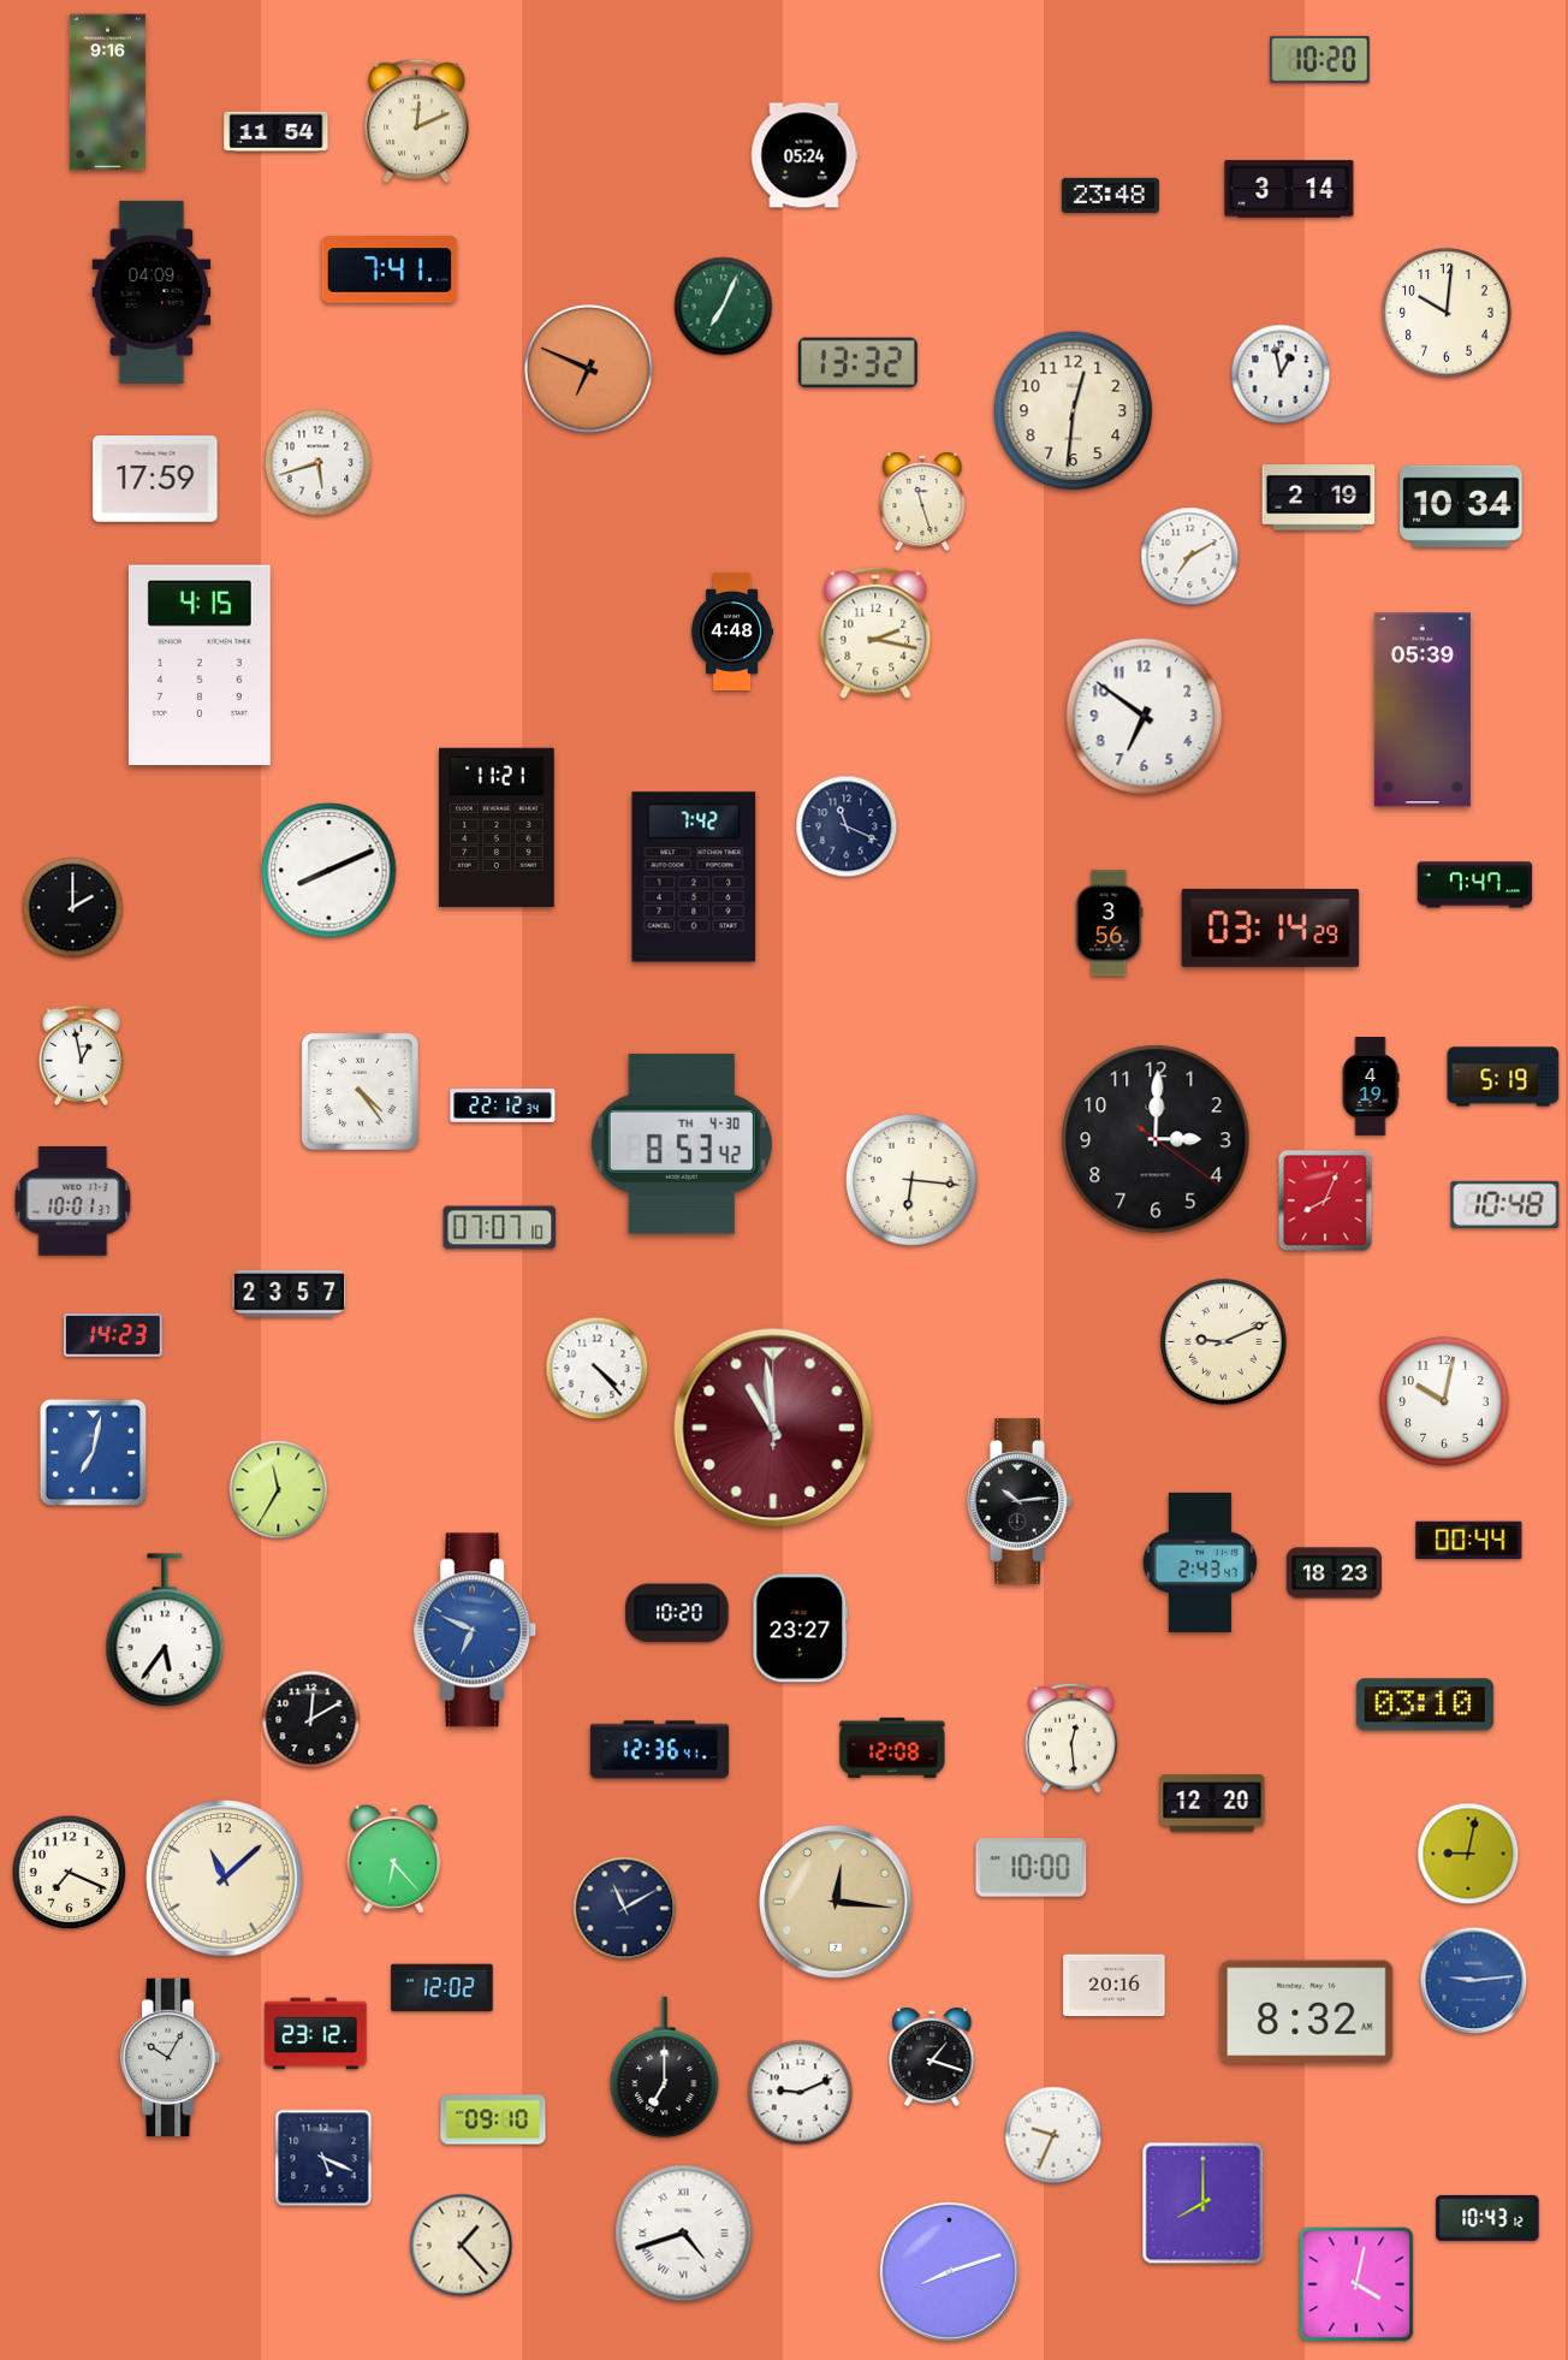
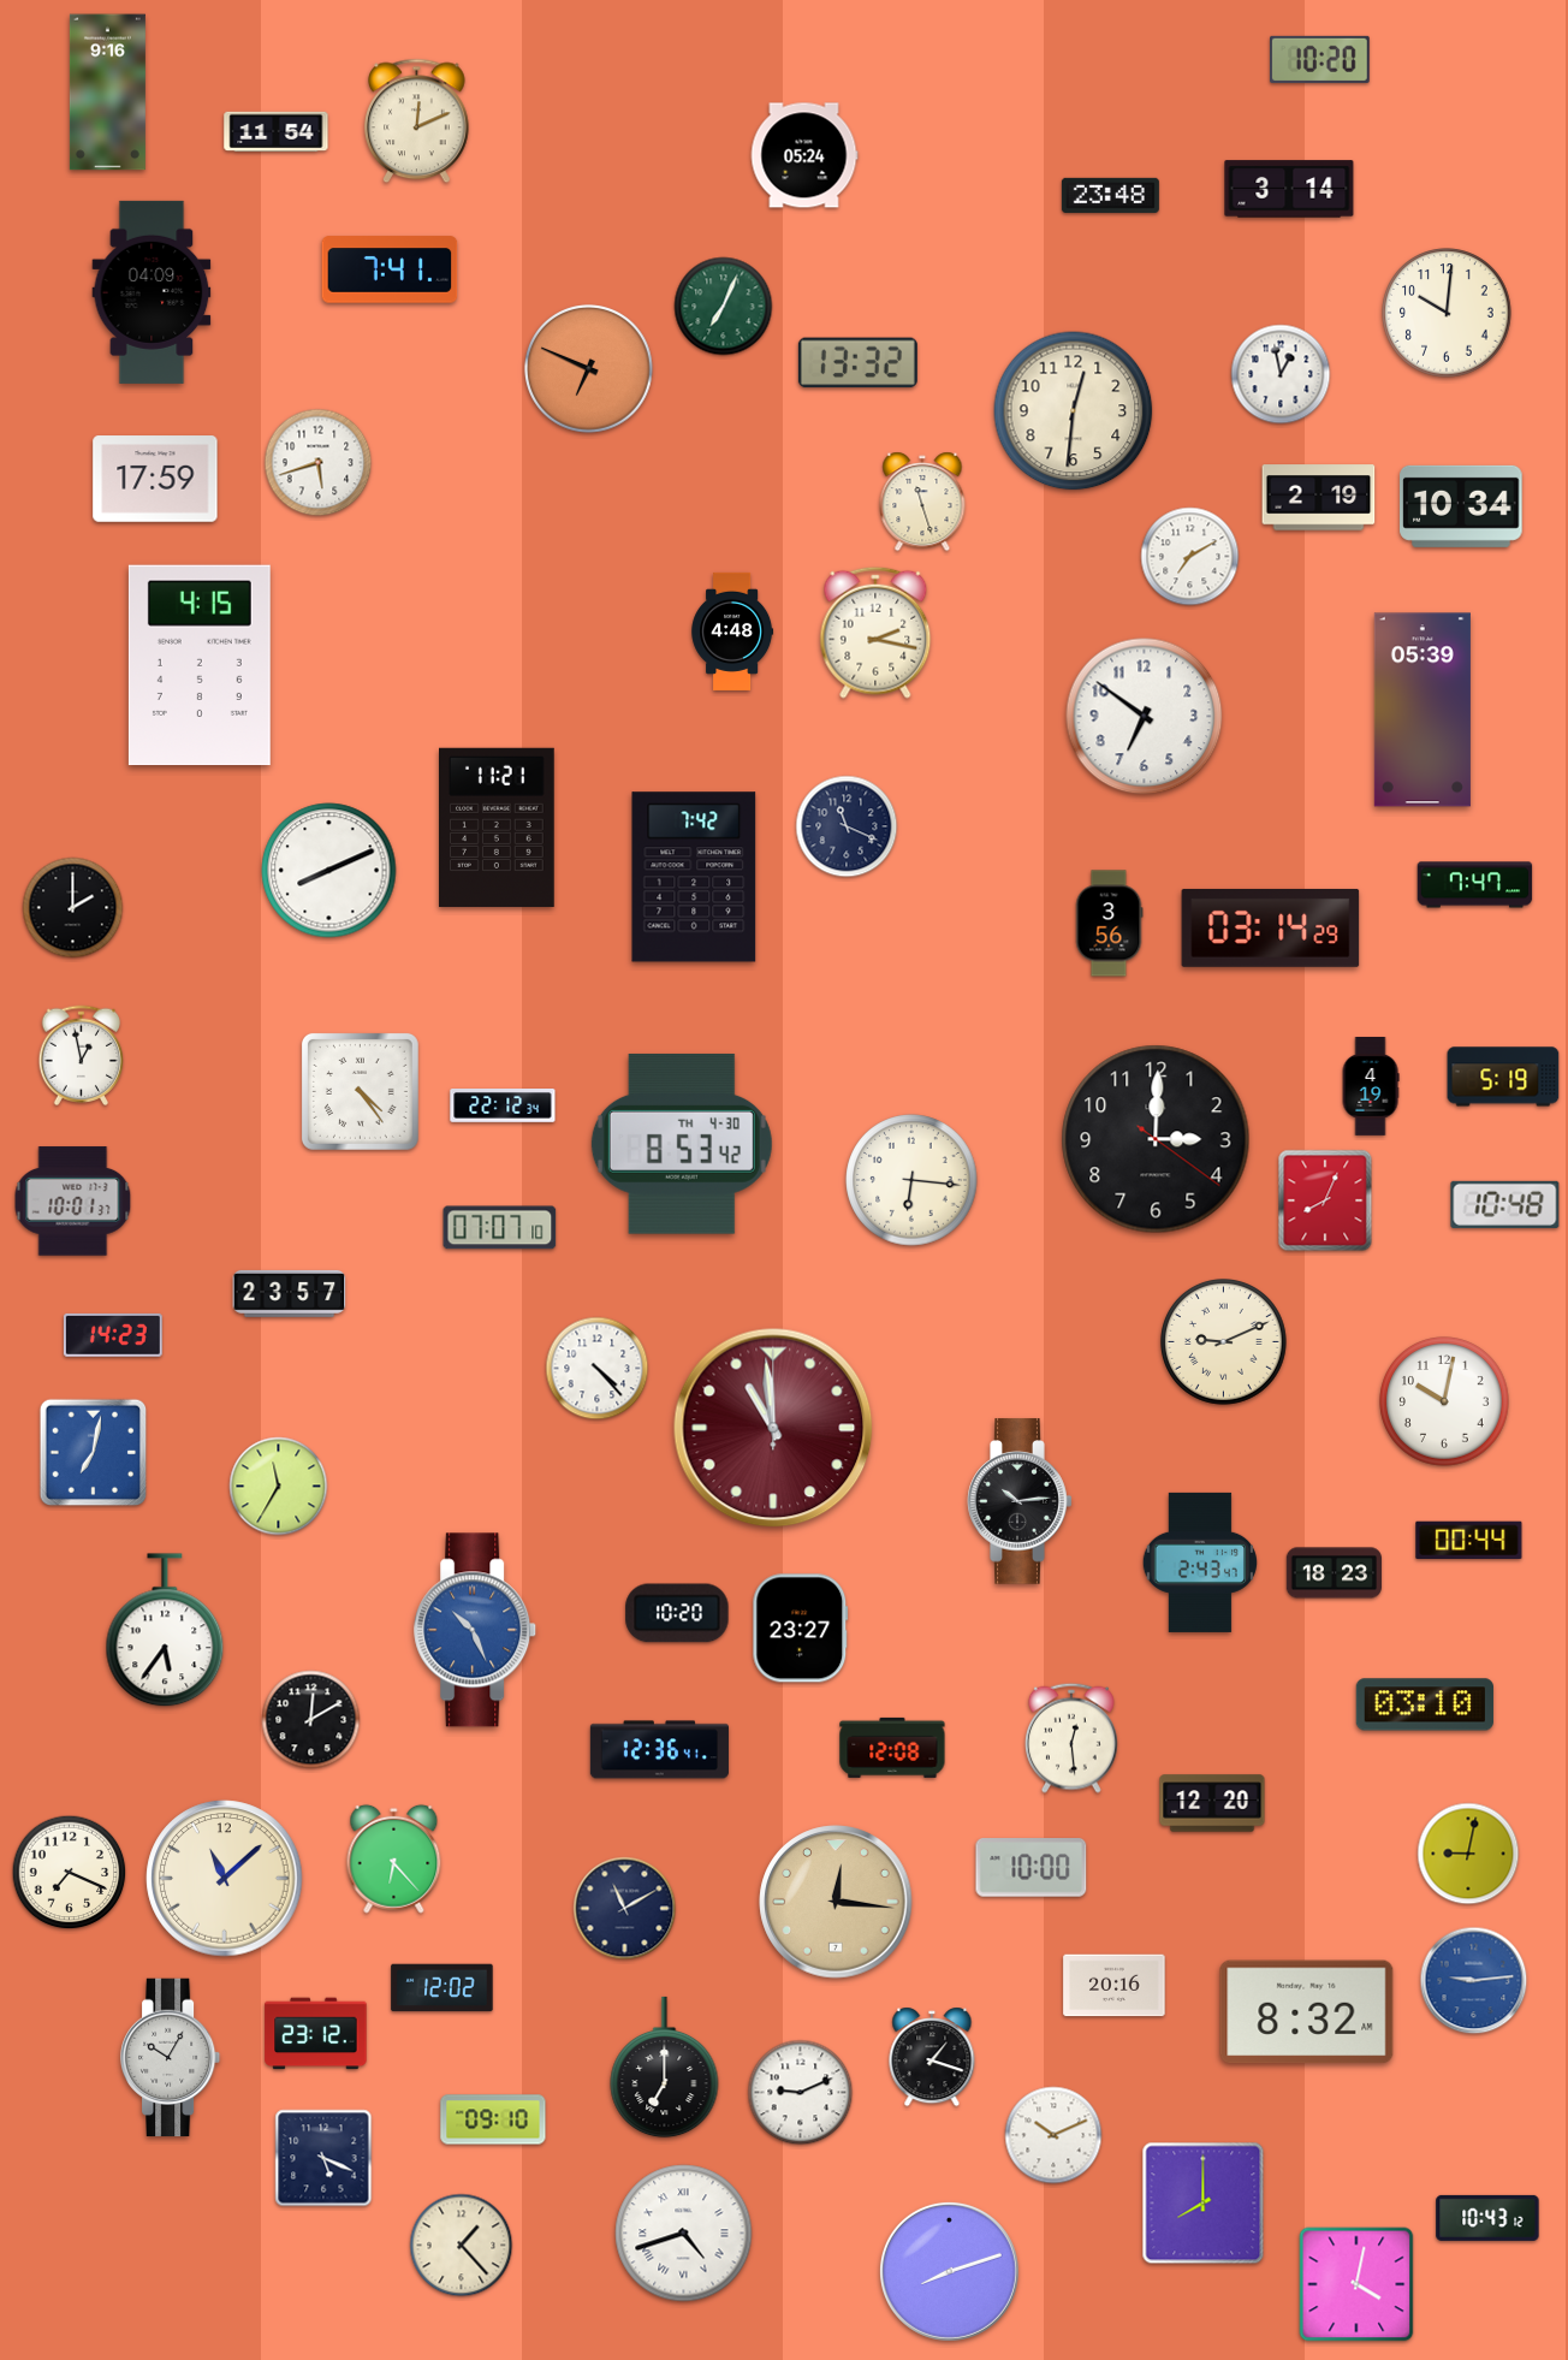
clock at (279, 1490) position: (279, 1490) -> (279, 1487)
clock at (476, 1630): 6:49 -> 10:26
clock at (1053, 2135): 9:34 -> 10:11
